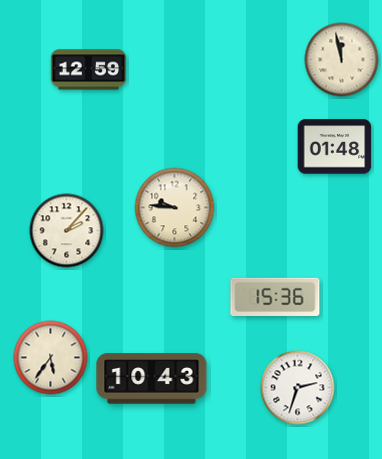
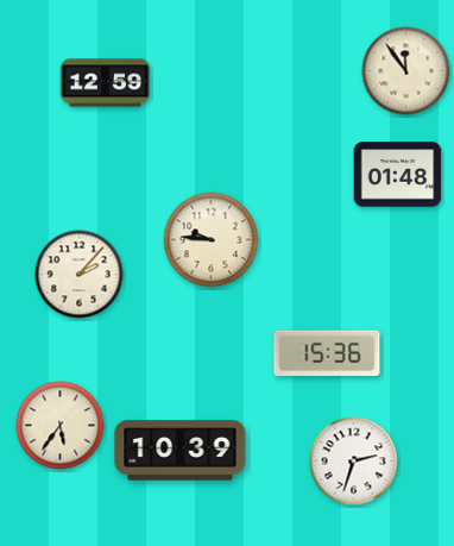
clock at (342, 60): 11:58 -> 11:54
clock at (175, 208) position: (175, 208) -> (212, 240)
clock at (152, 379): 10:43 -> 10:39
